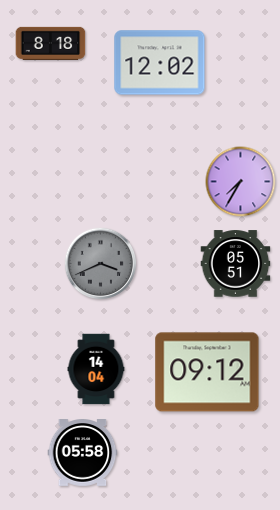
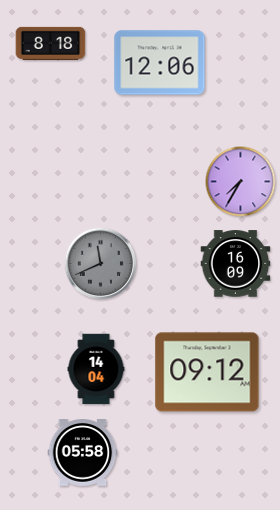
clock at (160, 63): 12:02 -> 12:06
clock at (101, 264): 3:41 -> 11:41
clock at (236, 264): 05:51 -> 16:09
